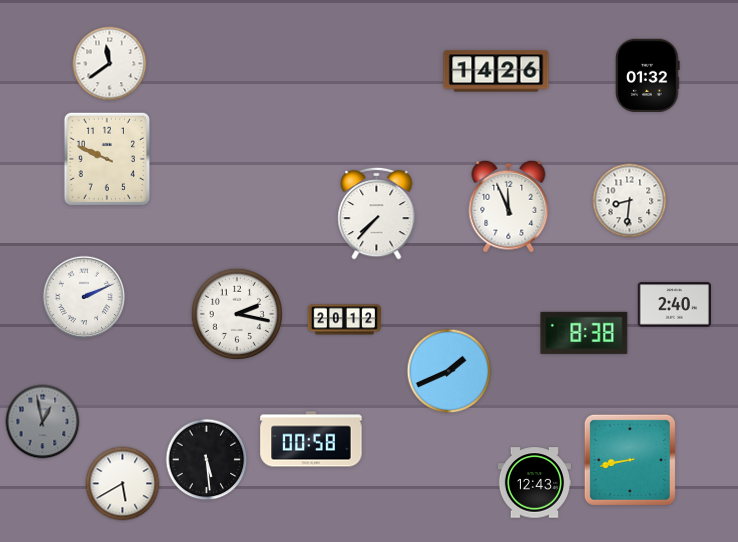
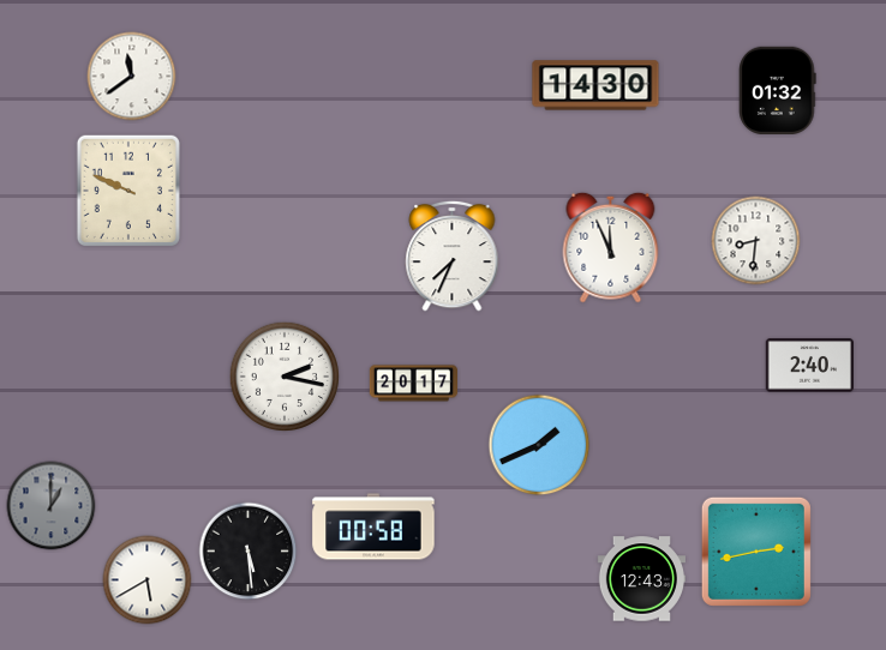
clock at (496, 71): 14:26 -> 14:30
clock at (377, 213): 7:37 -> 7:34
clock at (84, 297): 2:11 -> none
clock at (345, 320): 20:12 -> 20:17
clock at (584, 333): 8:38 -> none
clock at (43, 422): 12:58 -> 1:00
clock at (630, 460): 8:43 -> 2:43
